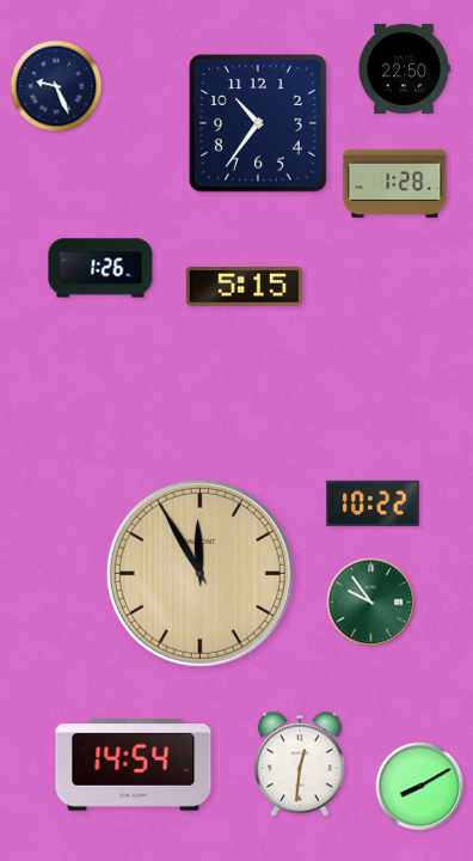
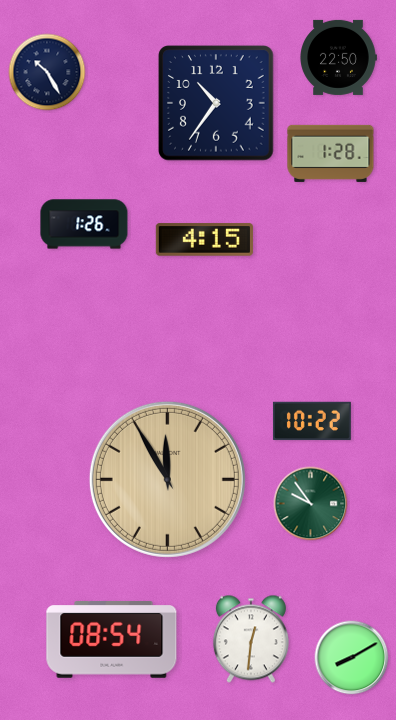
clock at (56, 86): 9:26 -> 10:25
clock at (244, 287): 5:15 -> 4:15
clock at (134, 765): 14:54 -> 08:54
